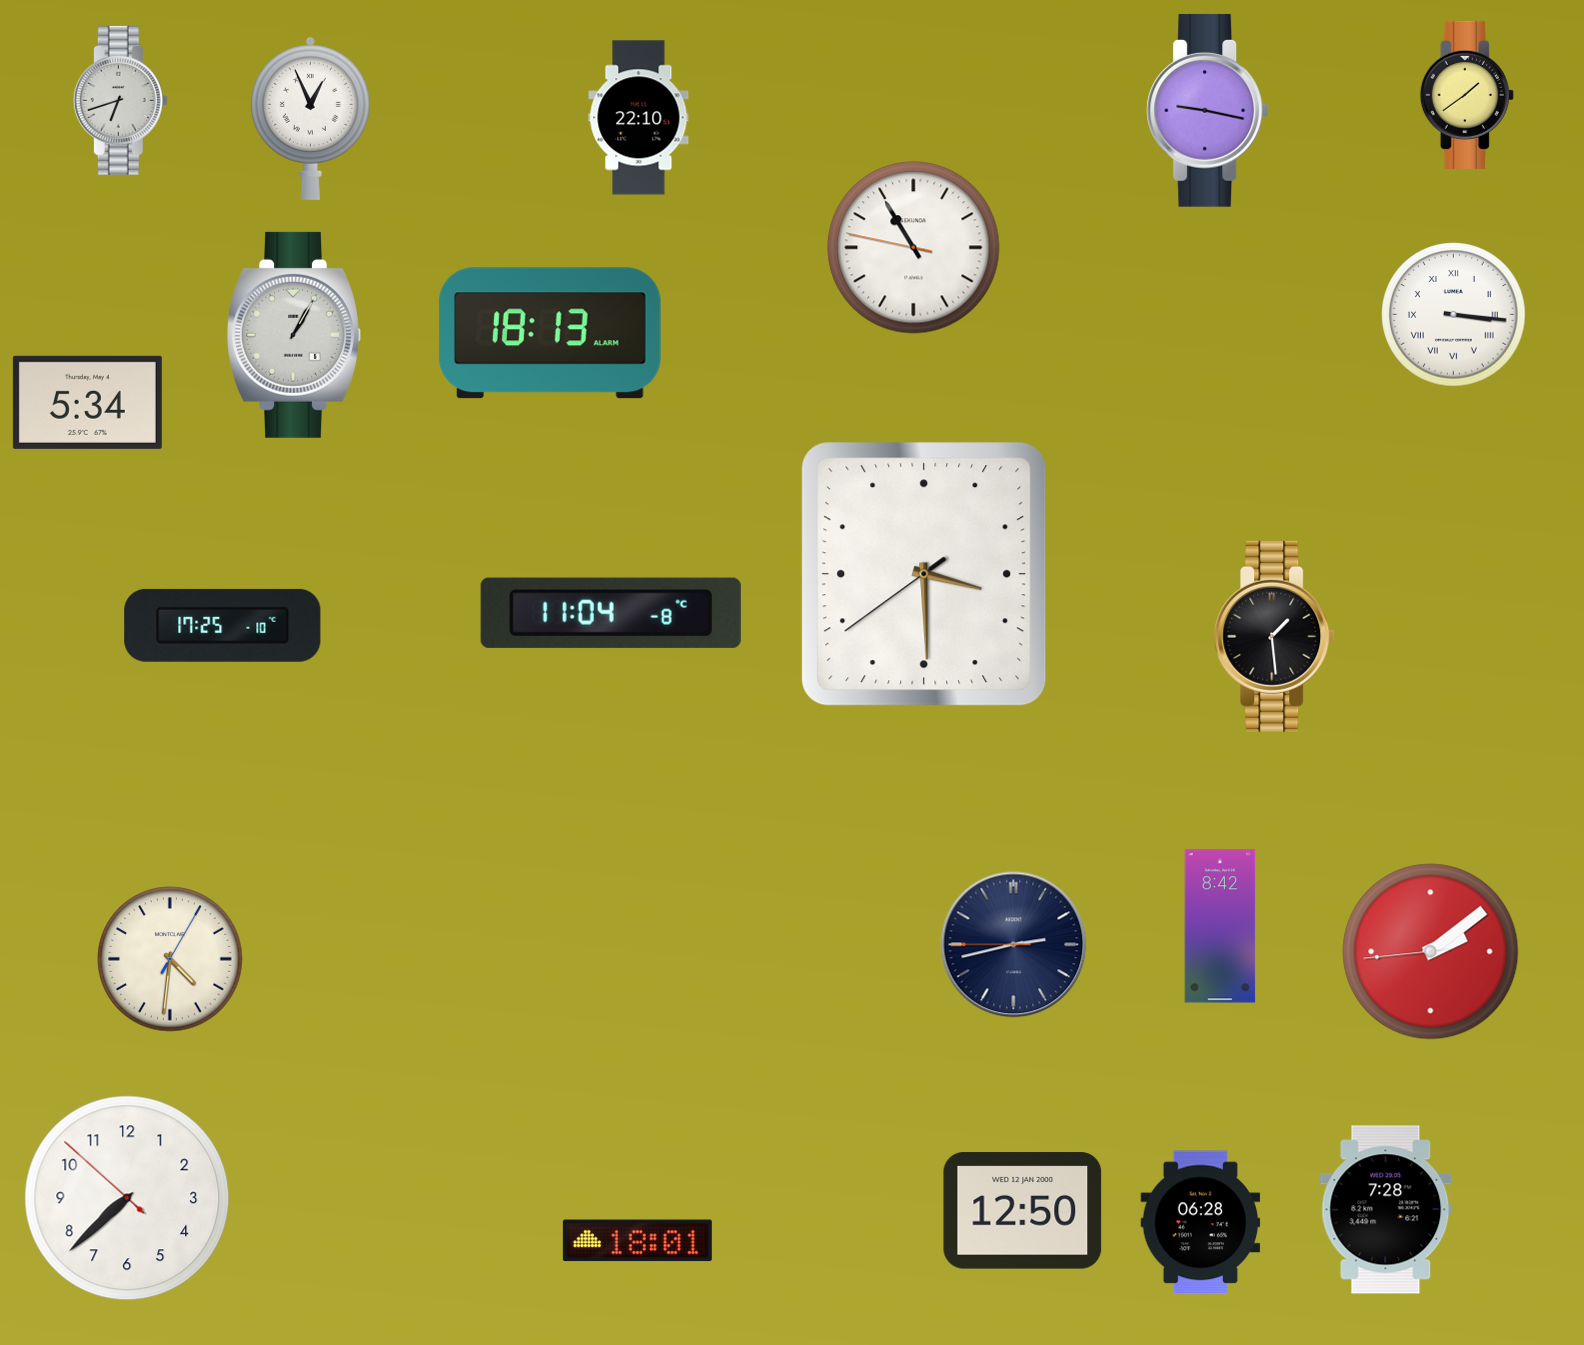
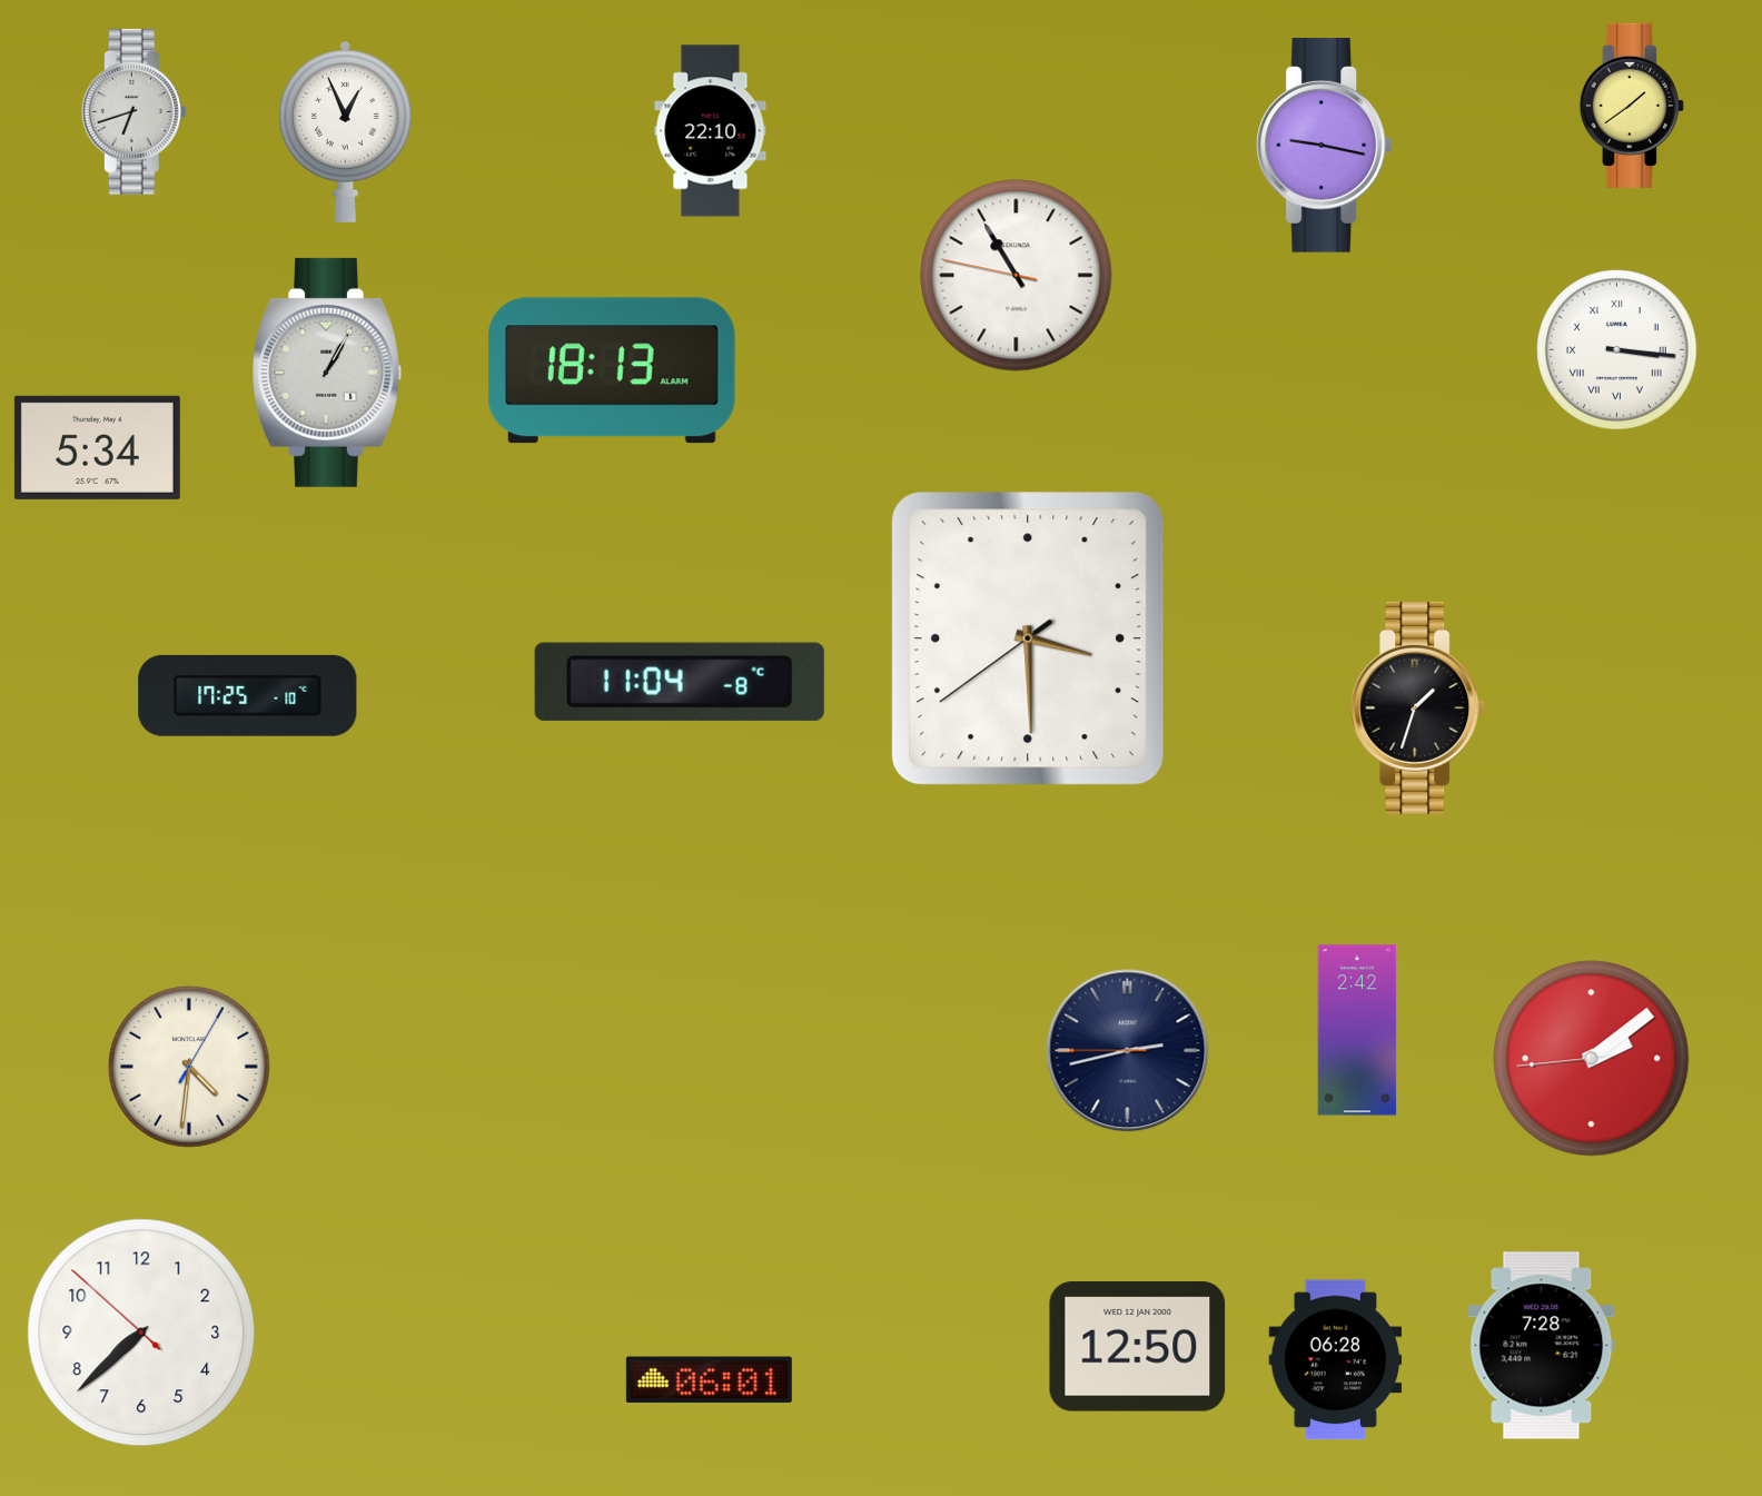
clock at (1208, 110) position: (1208, 110) -> (1325, 145)
clock at (1275, 636): 1:29 -> 1:33
clock at (1220, 926): 8:42 -> 2:42
clock at (637, 1241): 18:01 -> 06:01
